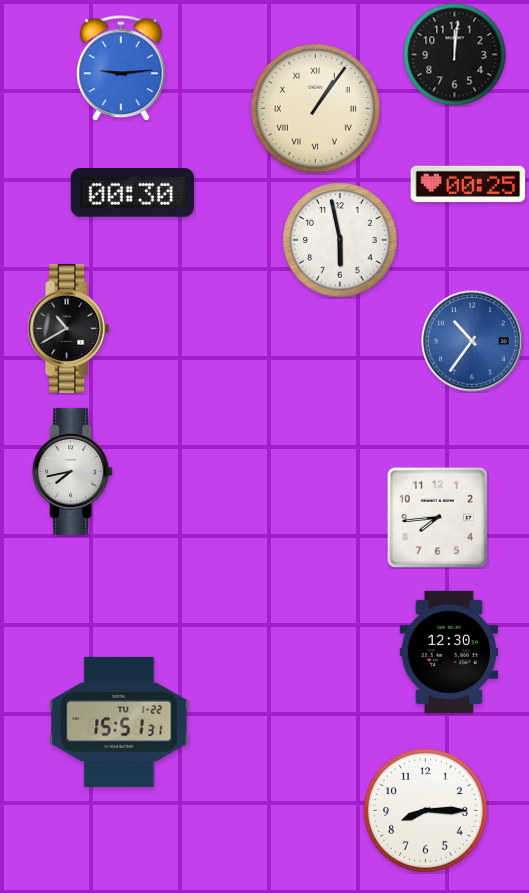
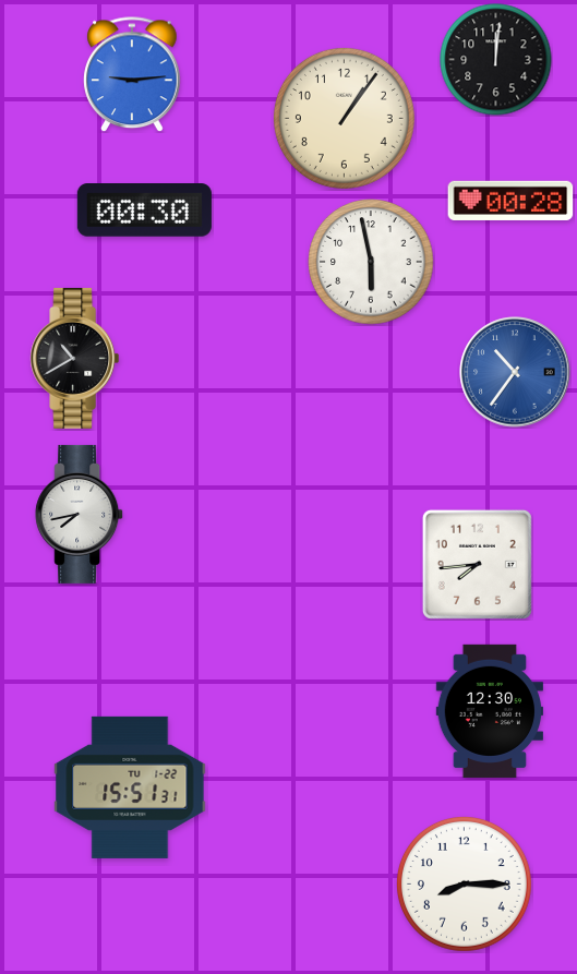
clock at (315, 108) numerals: Roman -> Arabic
clock at (468, 184): 00:25 -> 00:28
